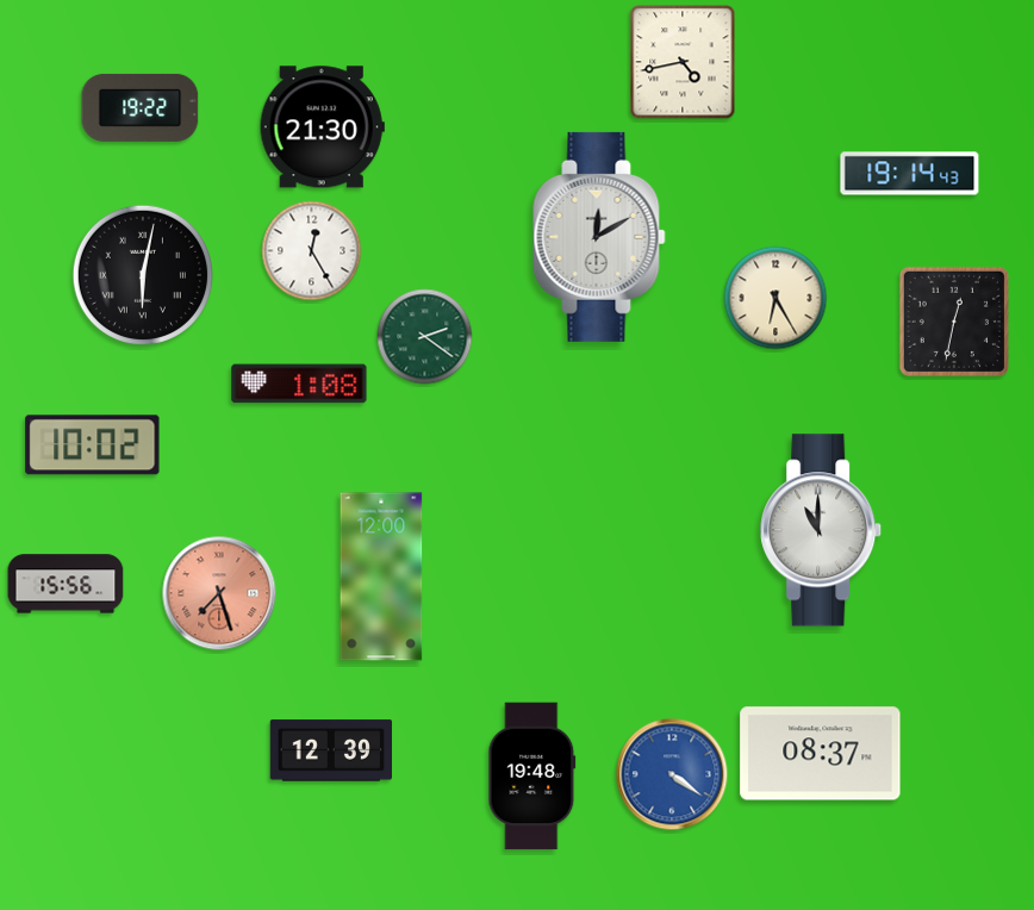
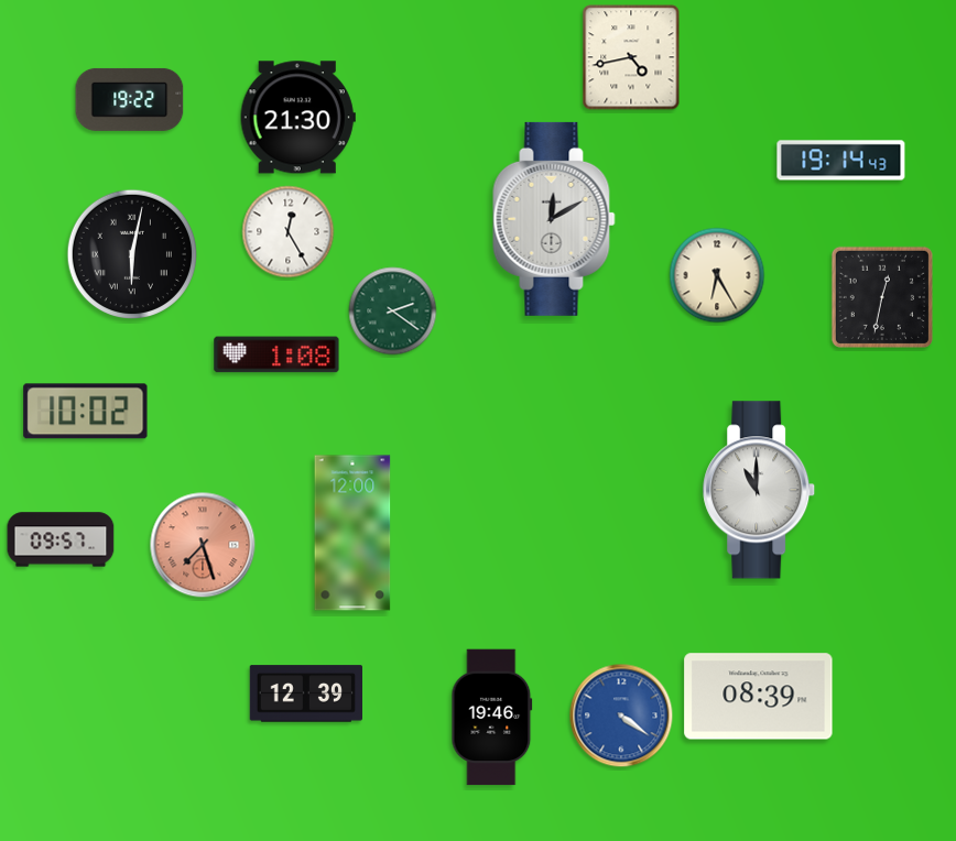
clock at (66, 584): 15:56 -> 09:57
clock at (219, 593) position: (219, 593) -> (203, 545)
clock at (821, 754): 08:37 -> 08:39
clock at (532, 777): 19:48 -> 19:46
